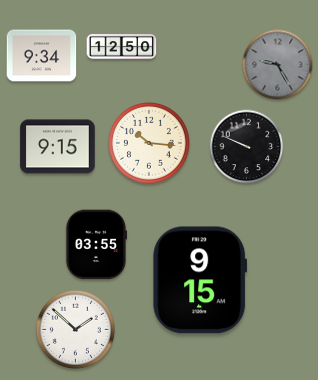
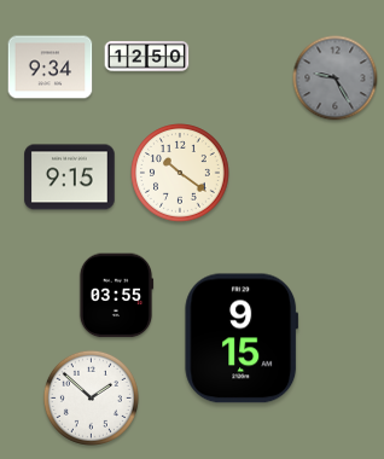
clock at (149, 143): 10:16 -> 10:21
clock at (247, 147): 9:49 -> none
